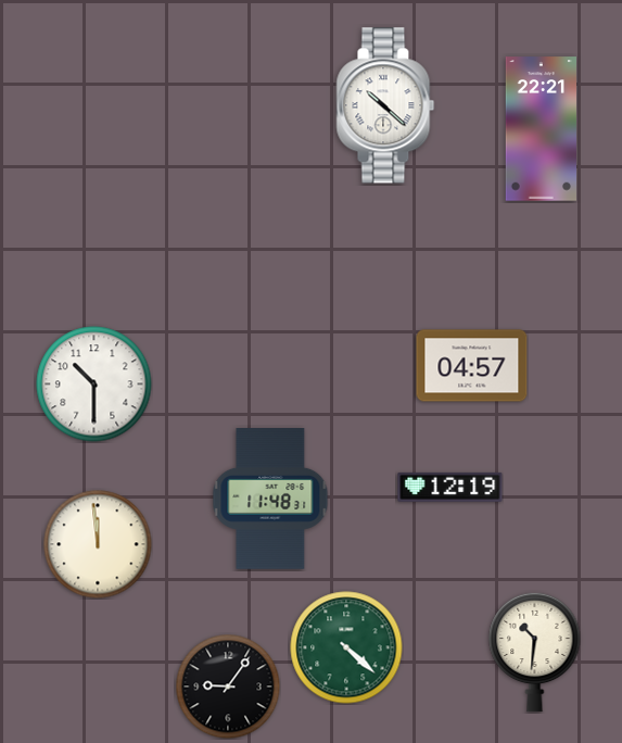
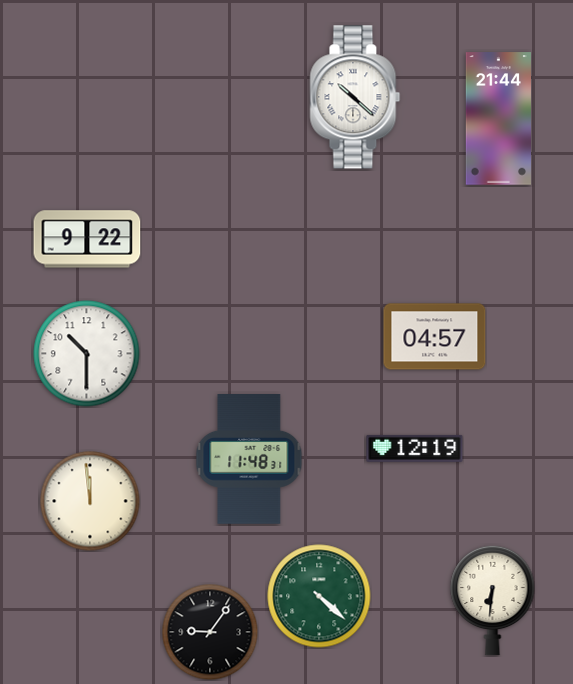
clock at (541, 129): 22:21 -> 21:44
clock at (87, 239): none -> 9:22
clock at (535, 652): 10:31 -> 6:31
